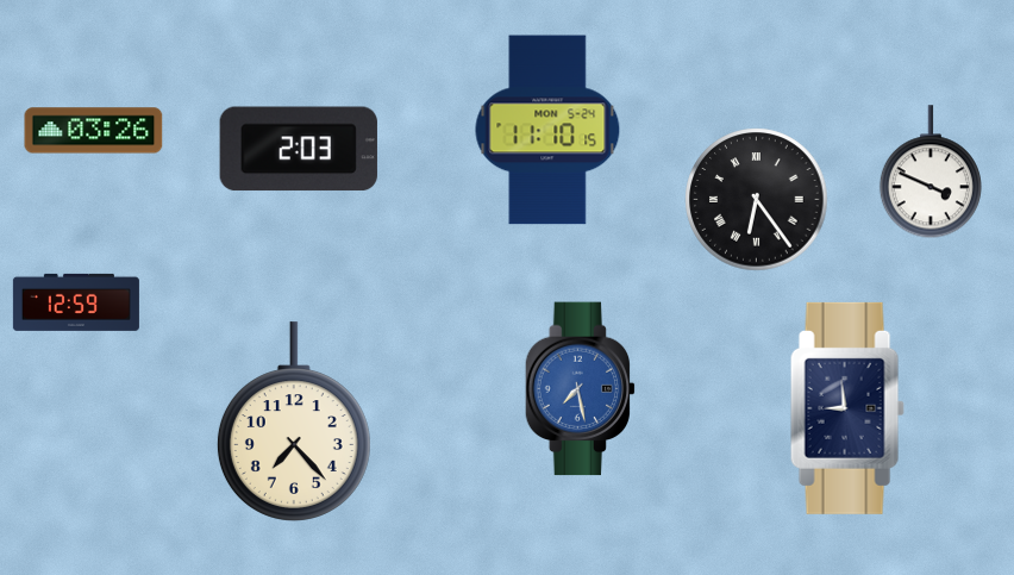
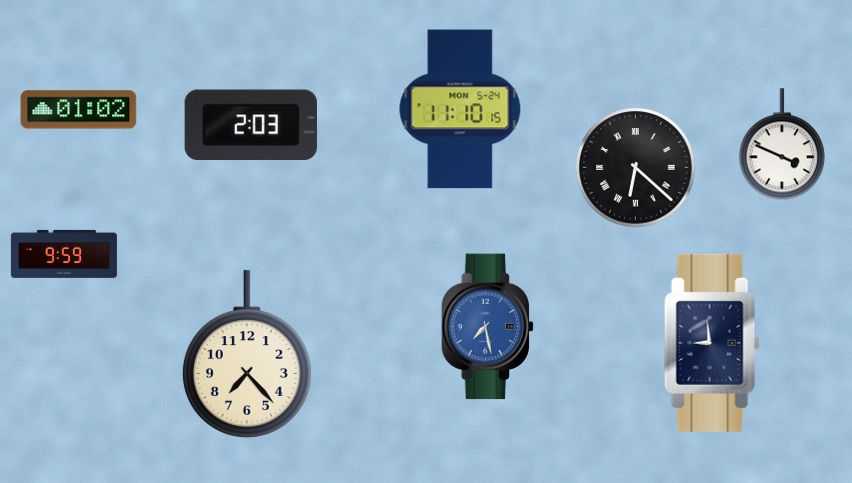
clock at (94, 131): 03:26 -> 01:02
clock at (757, 200): 6:24 -> 6:22
clock at (76, 302): 12:59 -> 9:59
